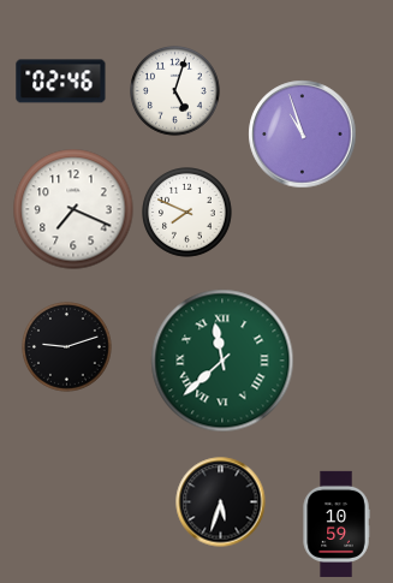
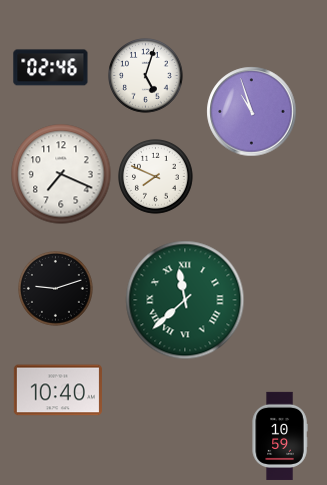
clock at (58, 390): none -> 10:40
clock at (221, 502): 5:33 -> none
